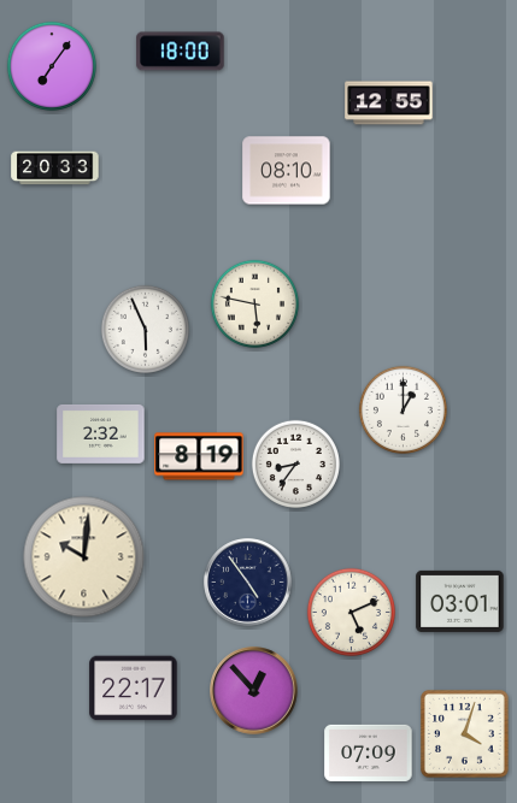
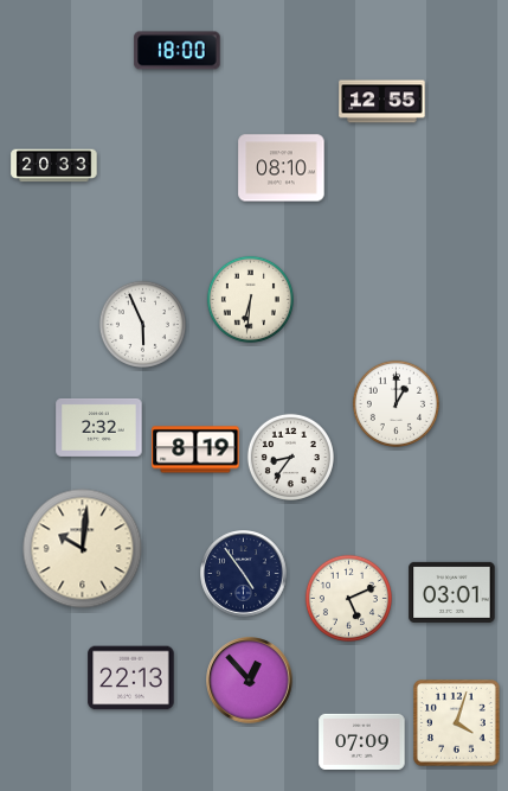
clock at (52, 66): 7:06 -> none
clock at (254, 303): 5:47 -> 6:31
clock at (351, 612) position: (351, 612) -> (348, 598)
clock at (134, 689): 22:17 -> 22:13
